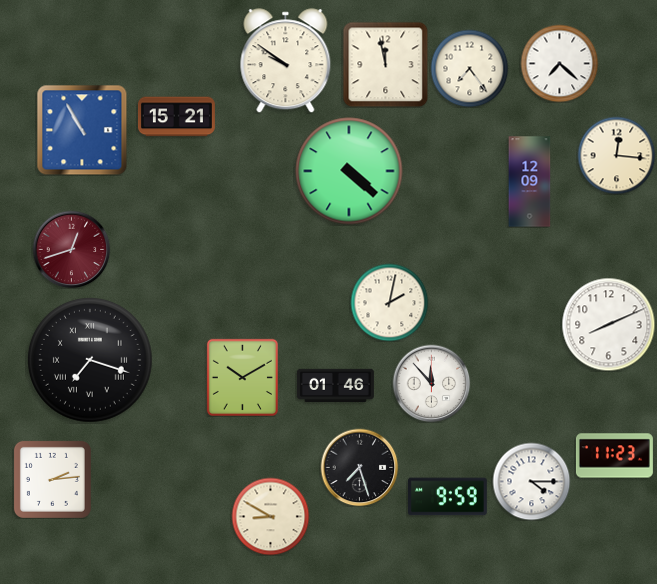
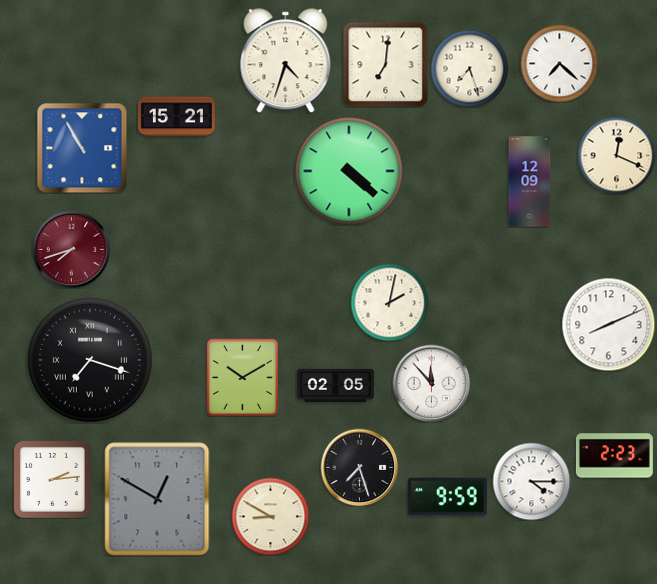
clock at (286, 61): 9:51 -> 4:33
clock at (385, 64): 11:58 -> 7:01
clock at (469, 68): 7:24 -> 7:27
clock at (82, 130) position: (82, 130) -> (82, 148)
clock at (616, 155): 12:16 -> 12:19
clock at (71, 249): 12:42 -> 7:42
clock at (335, 385): 01:46 -> 02:05
clock at (614, 456): 11:23 -> 2:23
clock at (157, 499): none -> 12:50
